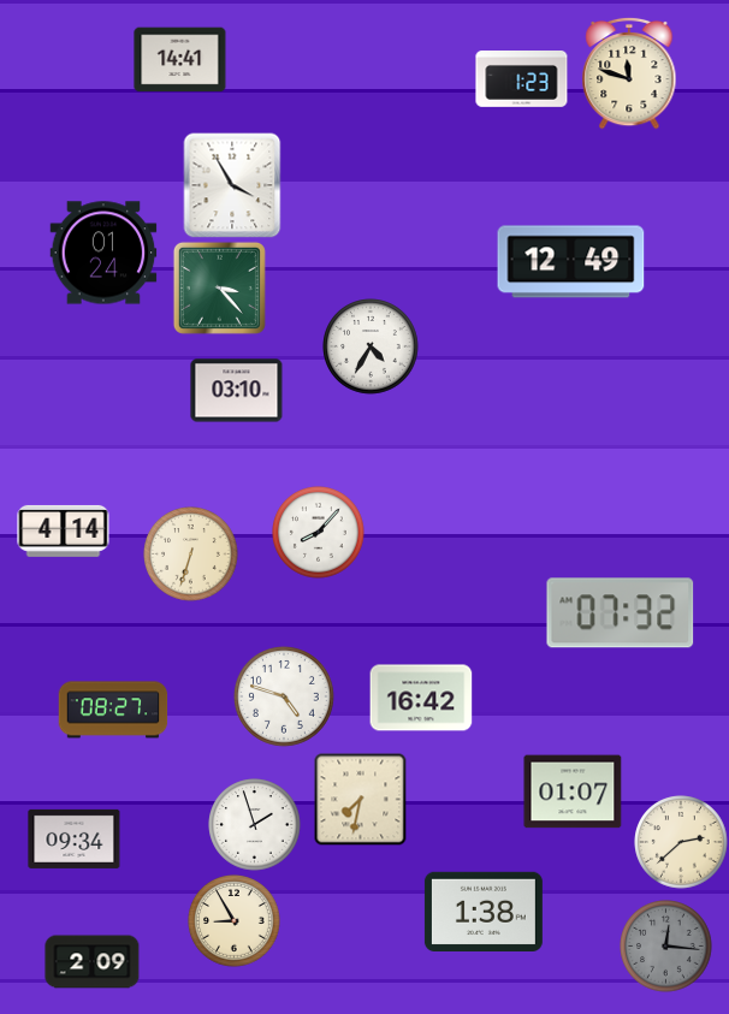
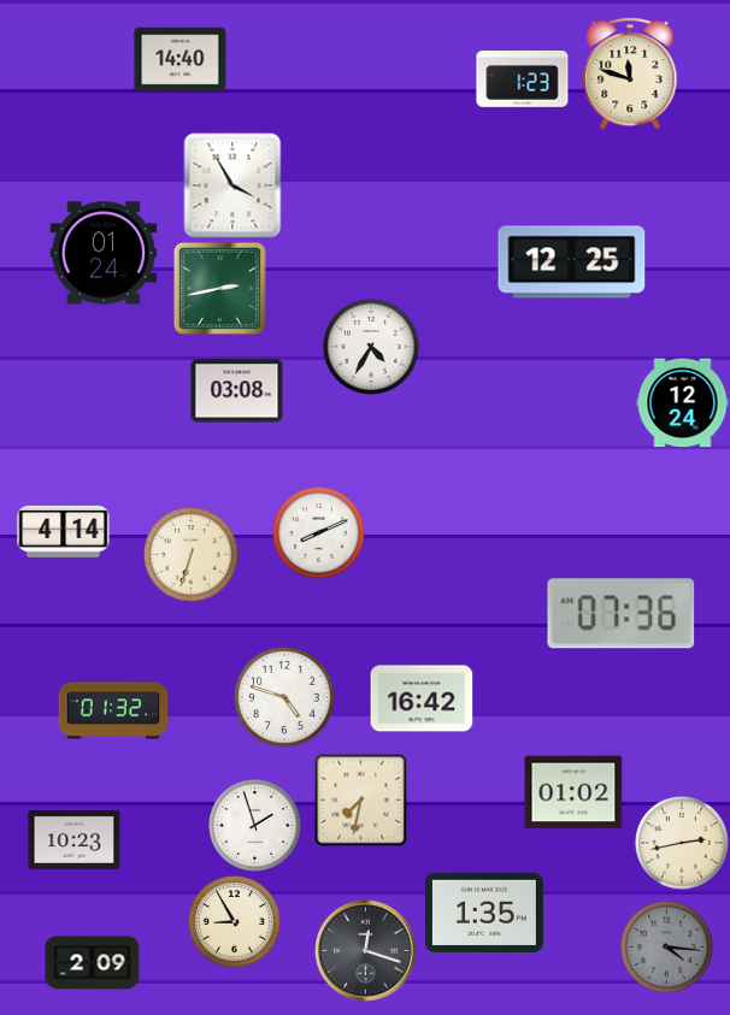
clock at (180, 60): 14:41 -> 14:40
clock at (571, 262): 12:49 -> 12:25
clock at (219, 287): 3:23 -> 2:43
clock at (237, 391): 03:10 -> 03:08
clock at (683, 403): none -> 12:24
clock at (319, 533): 8:07 -> 8:11
clock at (621, 613): 07:32 -> 07:36
clock at (113, 710): 08:27 -> 01:32
clock at (573, 791): 01:07 -> 01:02
clock at (75, 838): 09:34 -> 10:23
clock at (681, 842): 2:38 -> 2:43
clock at (484, 911): 1:38 -> 1:35
clock at (666, 947): 12:16 -> 4:16
clock at (366, 951): none -> 12:18
